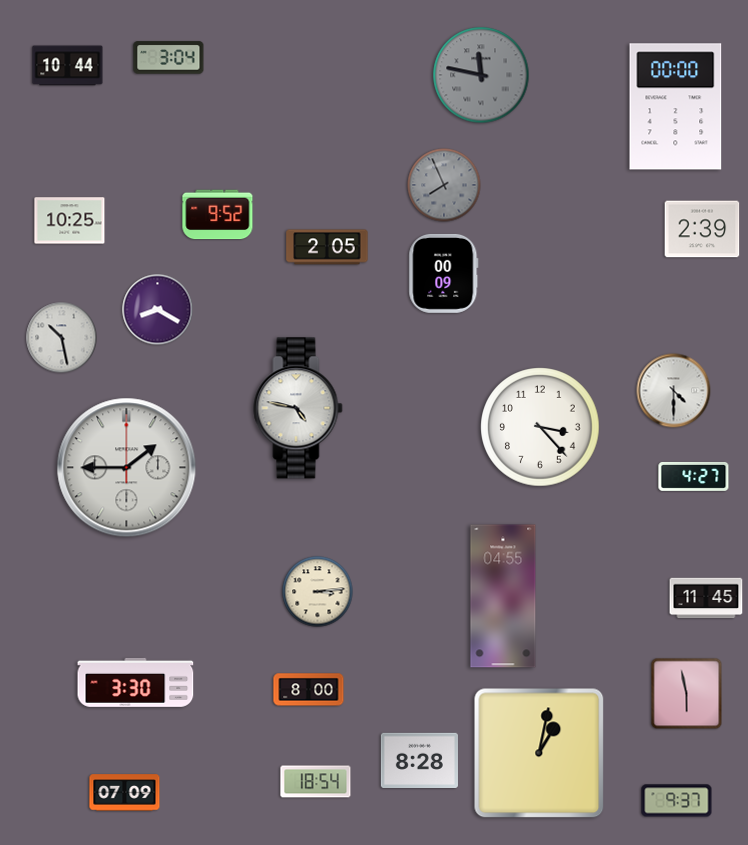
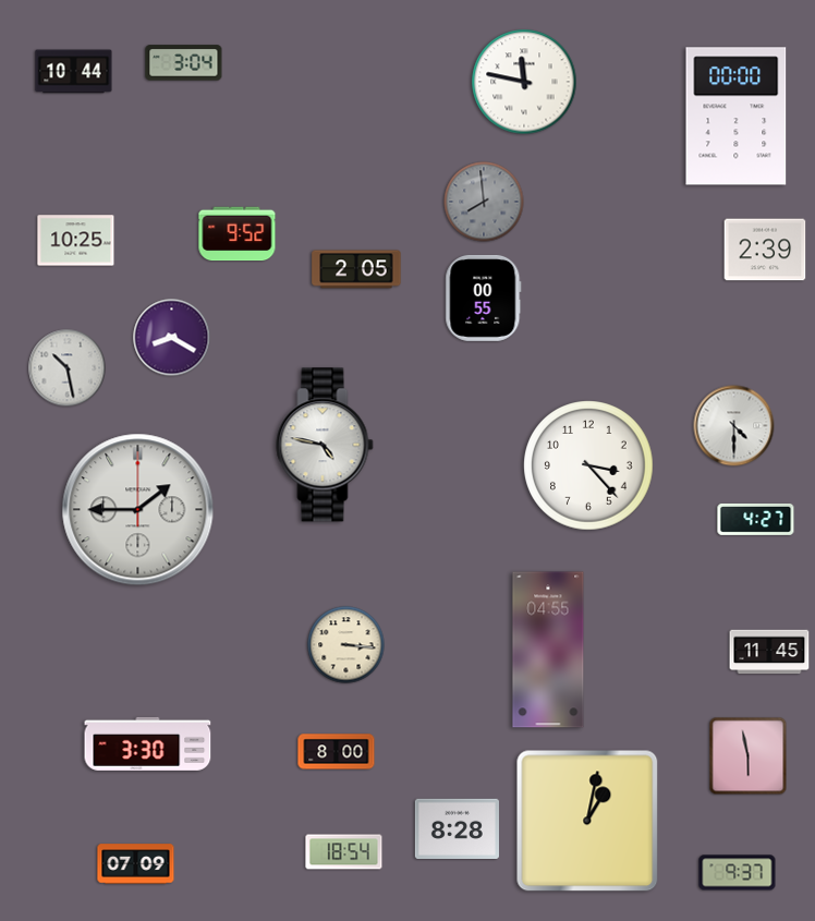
clock at (481, 75) dial: grey -> white
clock at (444, 185): 7:56 -> 7:59
clock at (444, 273): 00:09 -> 00:55
clock at (318, 592): 3:14 -> 3:16
